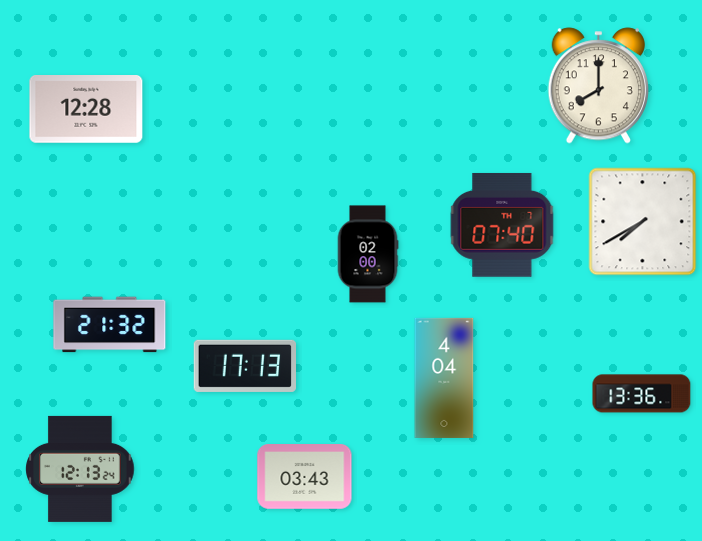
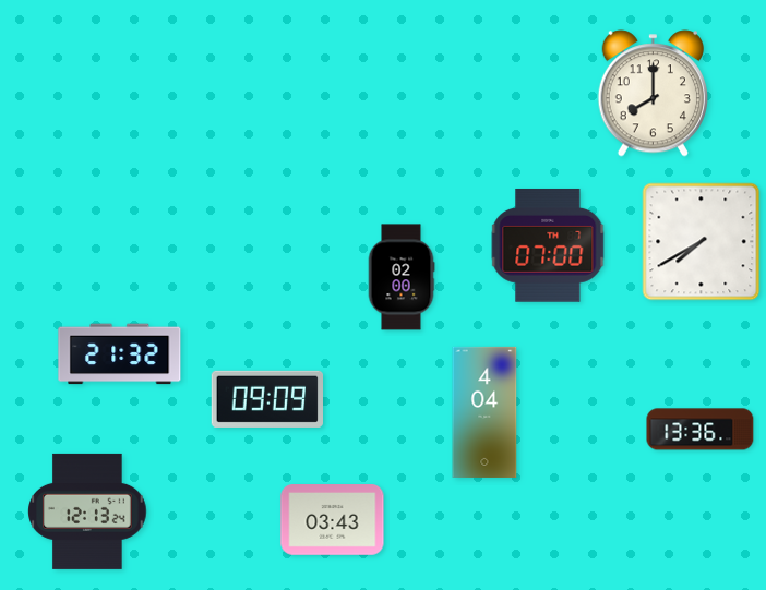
clock at (86, 109): 12:28 -> none
clock at (502, 225): 07:40 -> 07:00
clock at (244, 366): 17:13 -> 09:09
